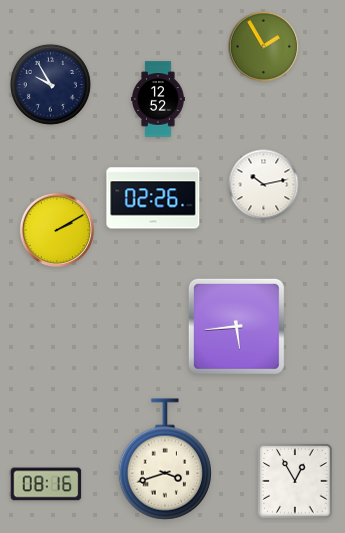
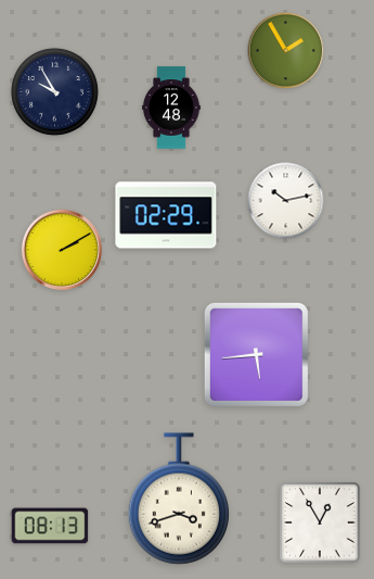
clock at (159, 99): 12:52 -> 12:48
clock at (153, 198): 02:26 -> 02:29
clock at (46, 484): 08:16 -> 08:13
